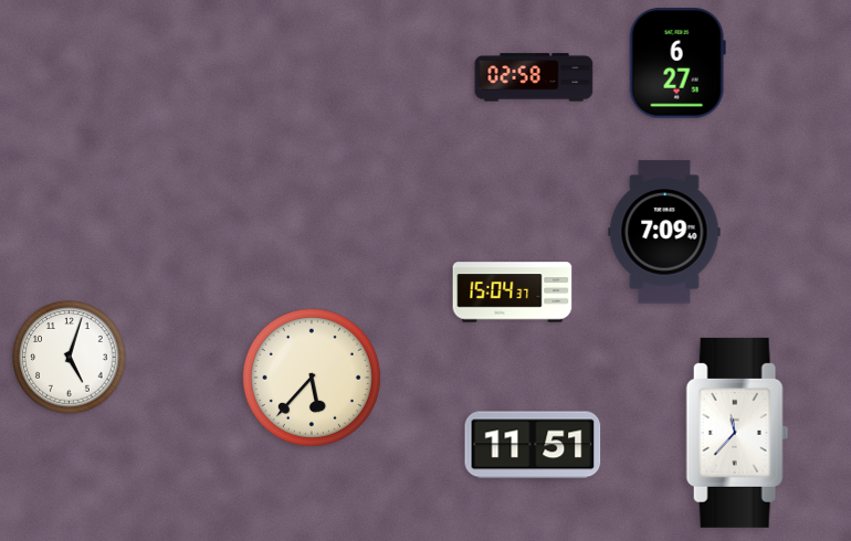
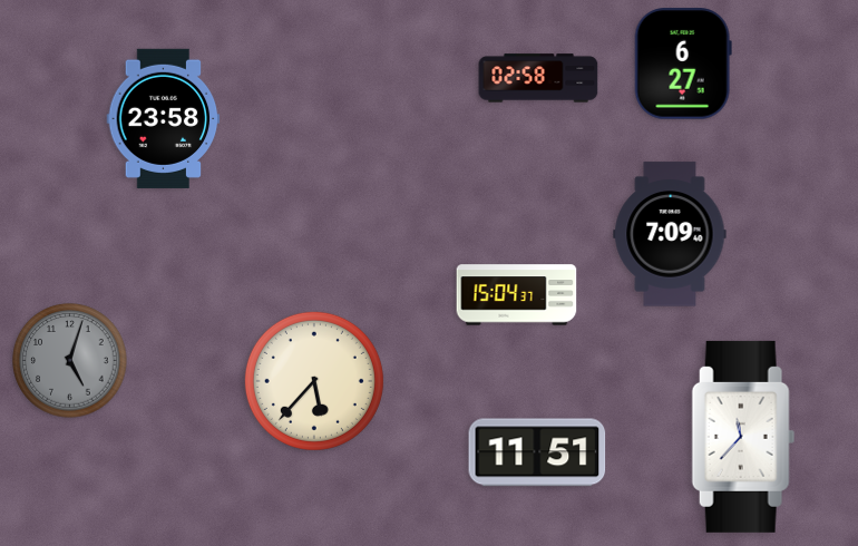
clock at (164, 118): none -> 23:58
clock at (70, 358) dial: white -> grey
clock at (533, 445) position: (533, 445) -> (537, 452)
